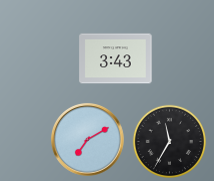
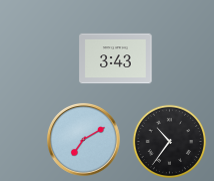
clock at (88, 140) position: (88, 140) -> (84, 140)
clock at (169, 141): 11:35 -> 10:36
